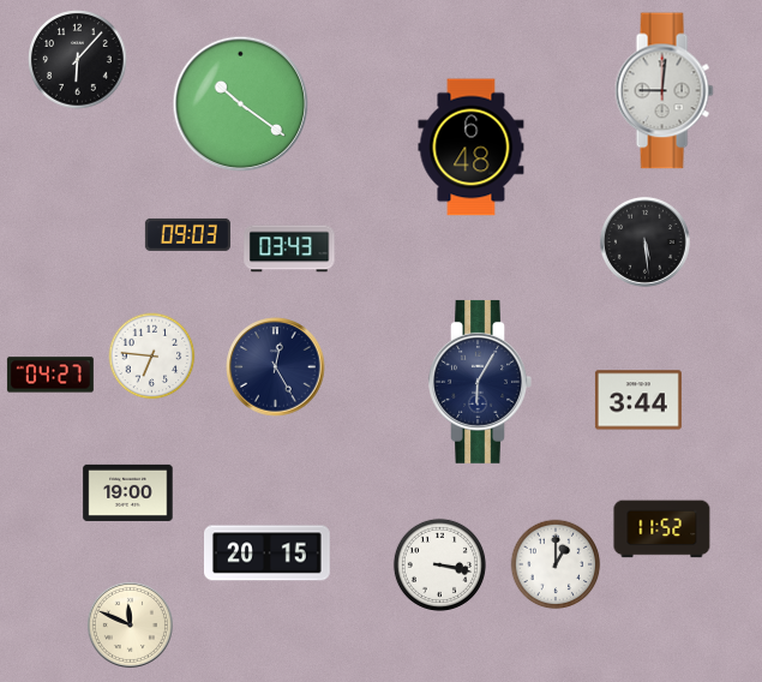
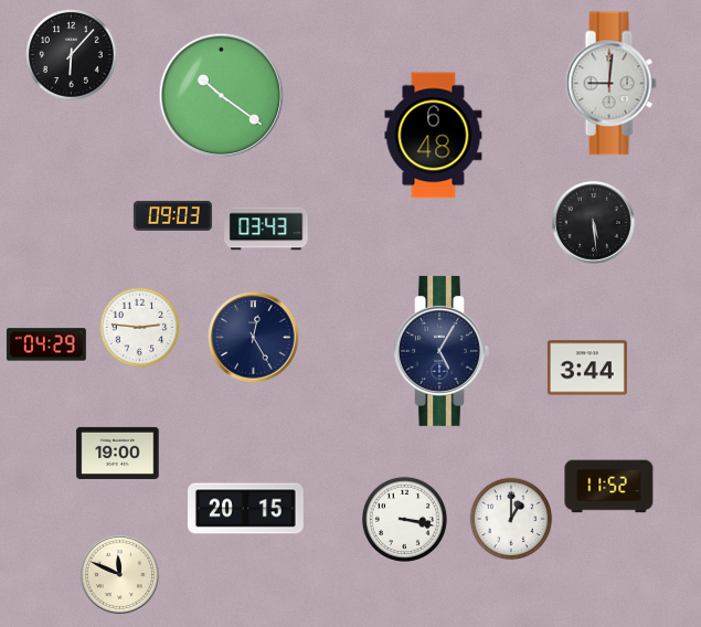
clock at (152, 357): 6:46 -> 2:46
clock at (50, 375): 04:27 -> 04:29
clock at (480, 382): 6:05 -> 5:05
